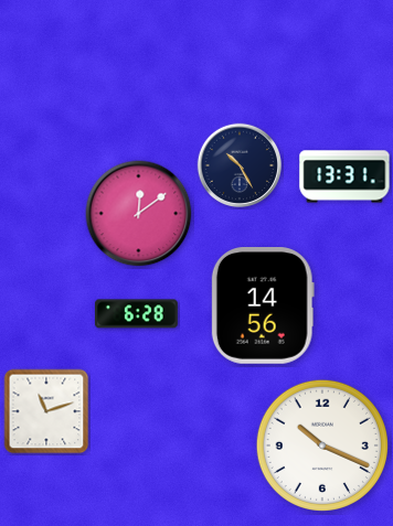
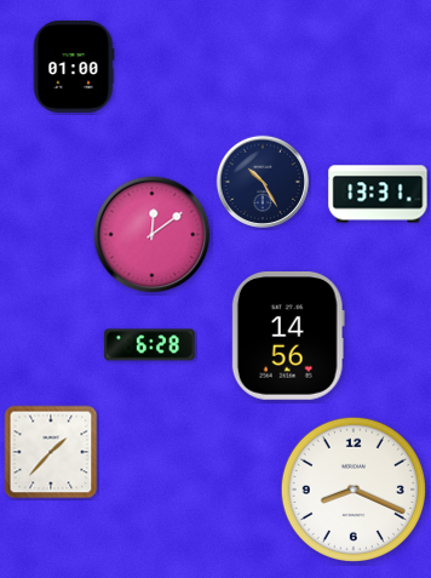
clock at (74, 67): none -> 01:00
clock at (46, 411): 11:12 -> 1:37
clock at (322, 446): 10:19 -> 8:19
